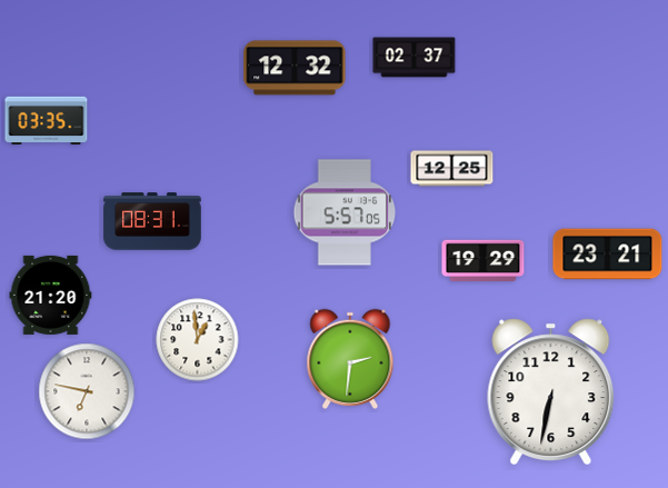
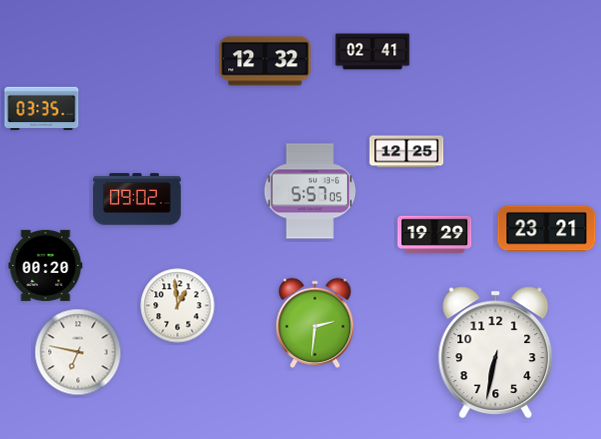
clock at (415, 58): 02:37 -> 02:41
clock at (152, 221): 08:31 -> 09:02
clock at (51, 295): 21:20 -> 00:20
